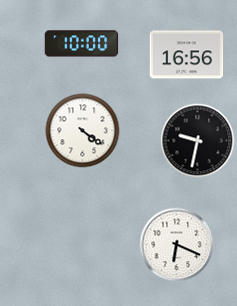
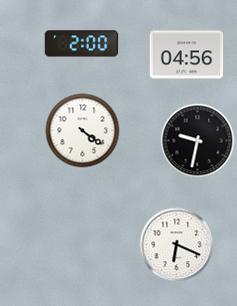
clock at (82, 44): 10:00 -> 2:00
clock at (187, 55): 16:56 -> 04:56
